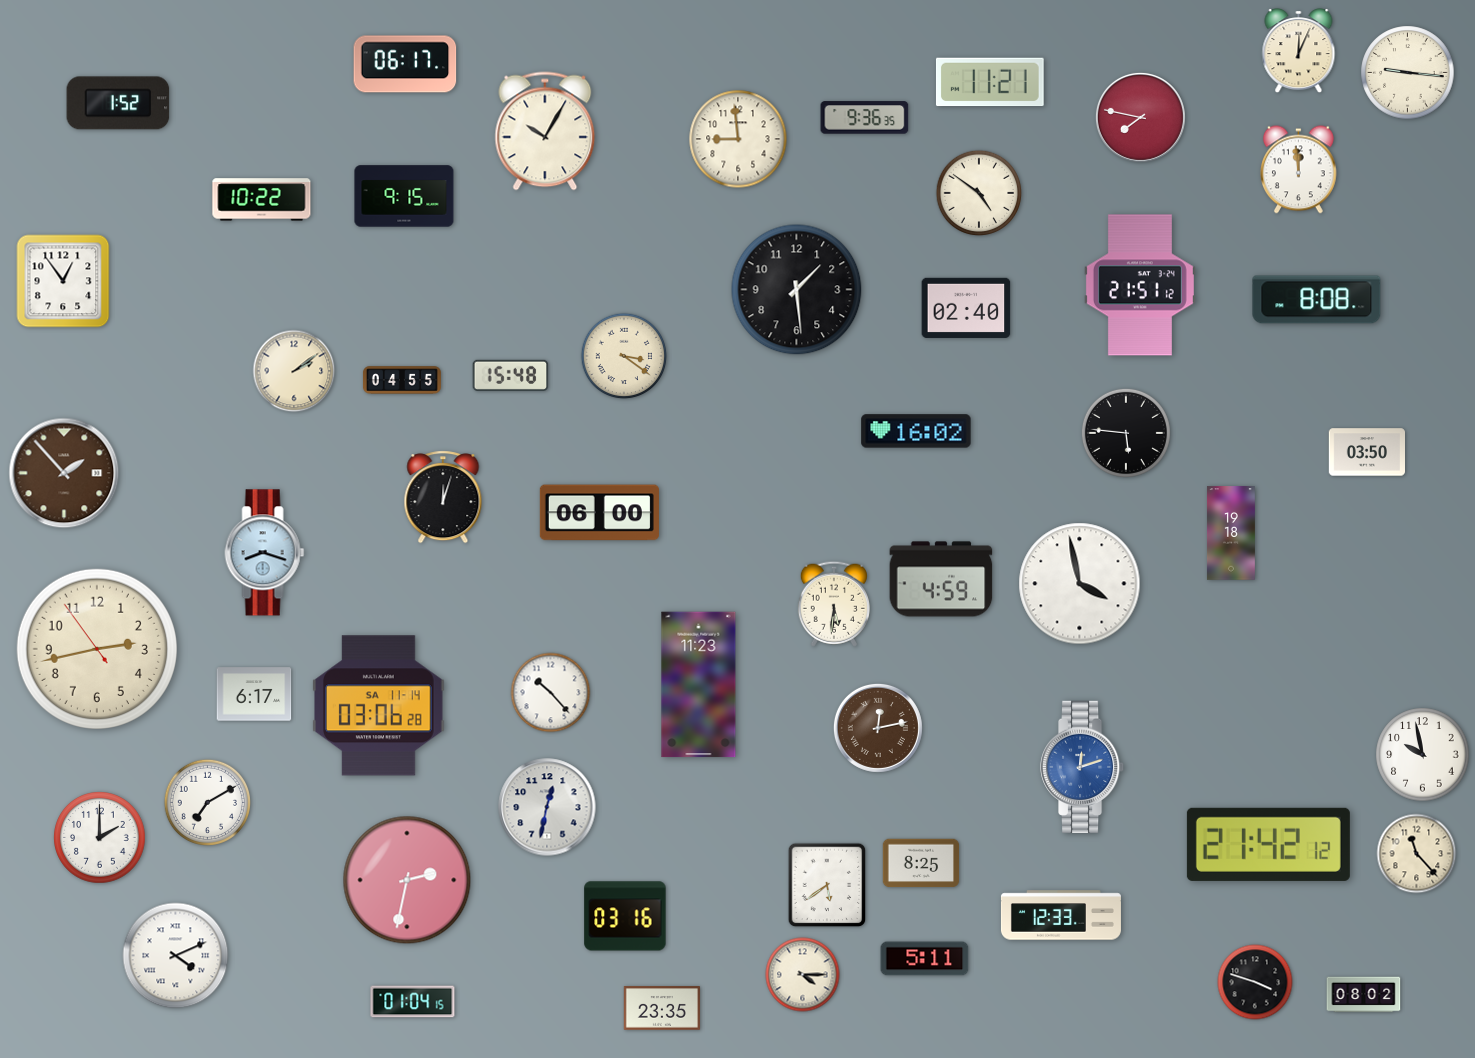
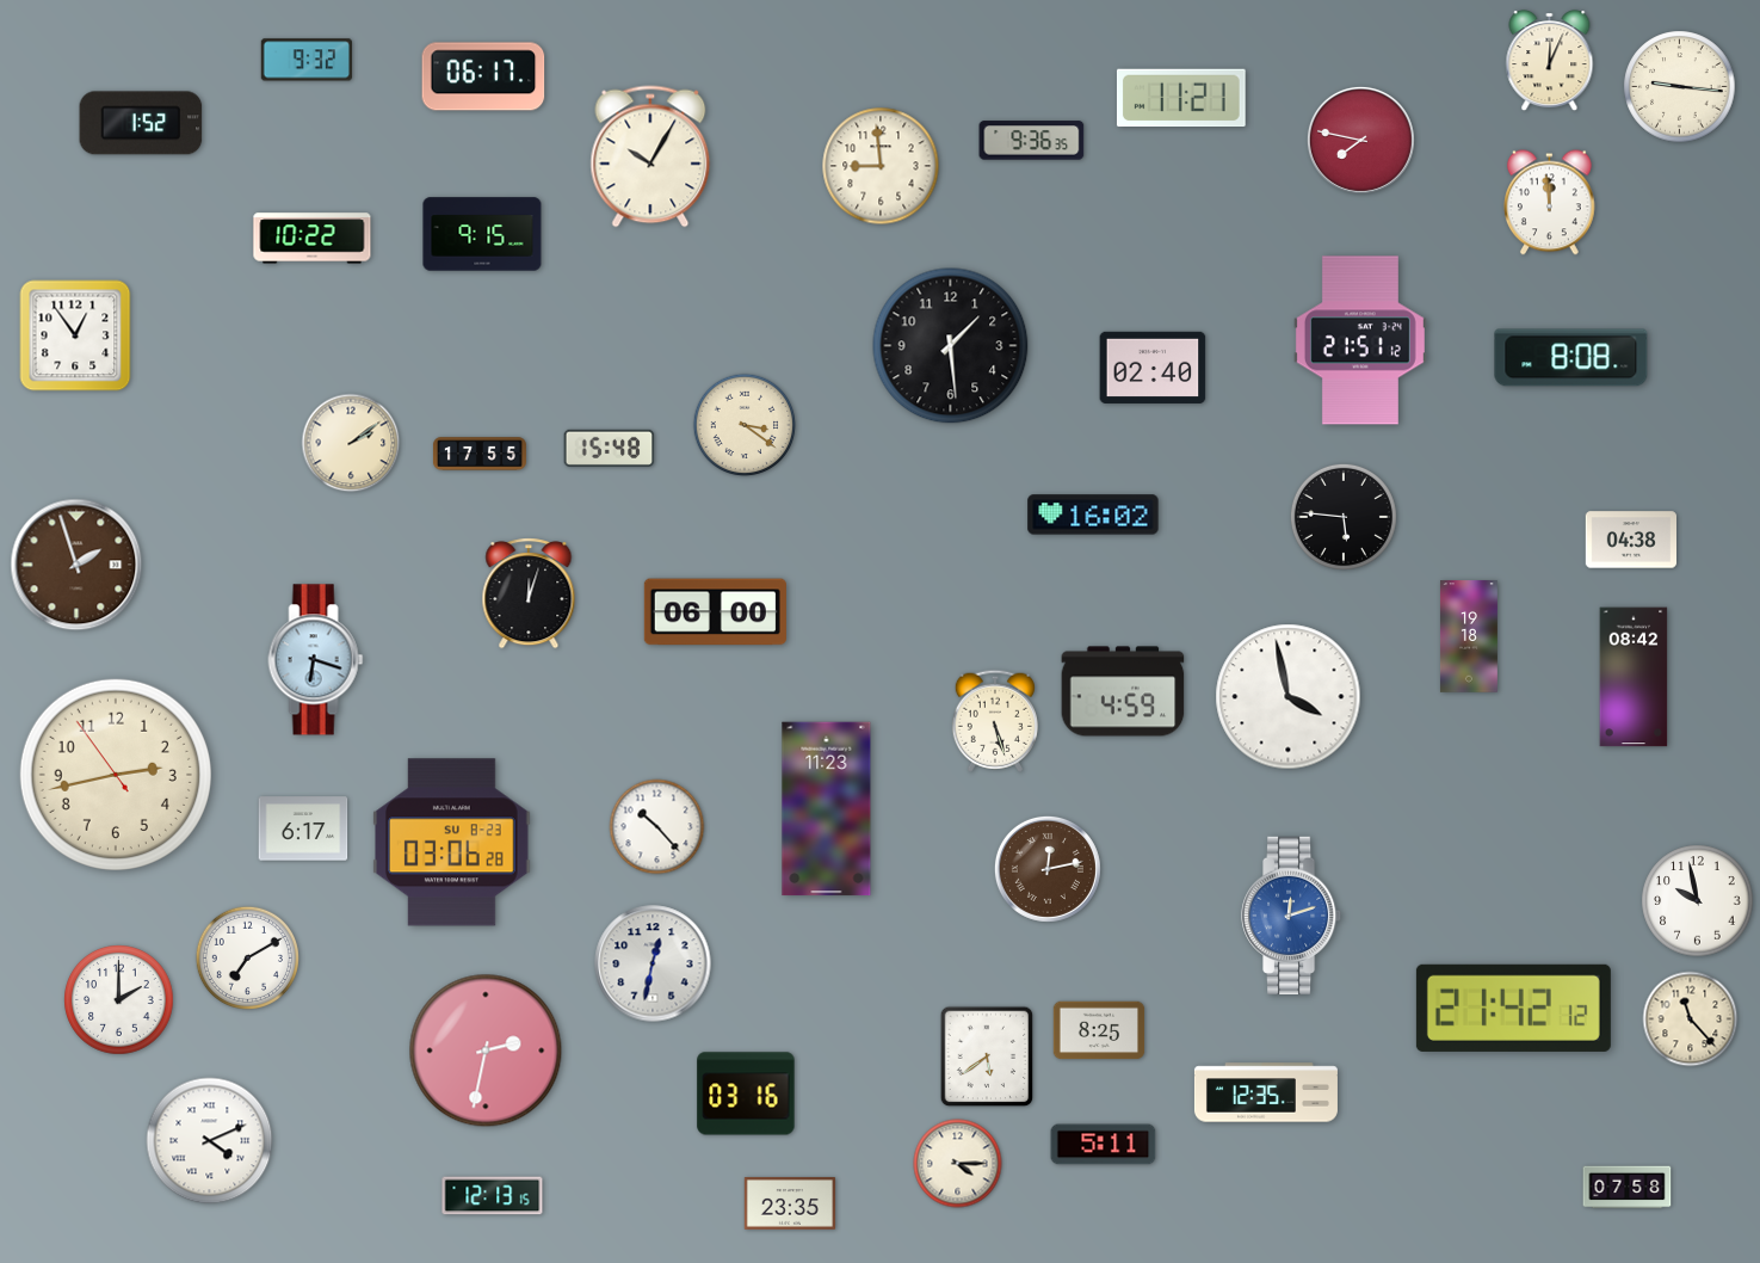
clock at (307, 60): none -> 9:32
clock at (979, 193): 4:51 -> none
clock at (402, 380): 04:55 -> 17:55
clock at (1367, 452): 03:50 -> 04:38
clock at (64, 473): 1:53 -> 1:57
clock at (265, 553): 8:18 -> 6:18
clock at (1634, 677): none -> 08:42
clock at (834, 604): 5:31 -> 5:27
clock at (699, 685) position: (699, 685) -> (827, 809)
clock at (379, 706) date: SA 11-14 -> SU 8-23
clock at (1061, 915): 12:33 -> 12:35
clock at (1255, 982): 3:48 -> none
clock at (1364, 995): 08:02 -> 07:58
clock at (413, 1002): 01:04 -> 12:13
